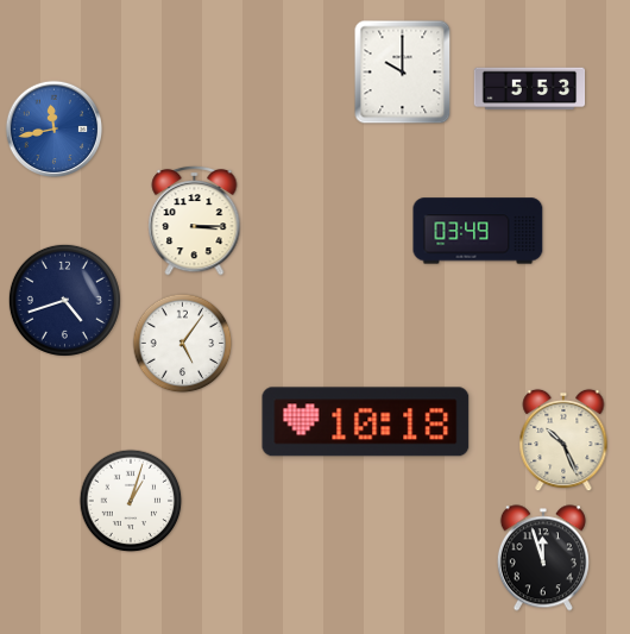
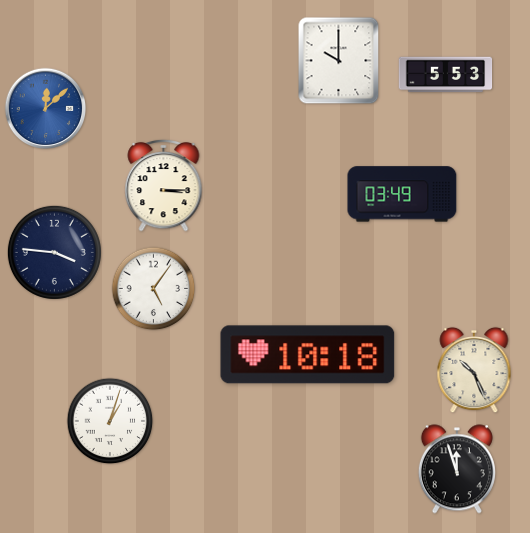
clock at (55, 130): 11:43 -> 12:08
clock at (64, 300): 4:42 -> 3:46
